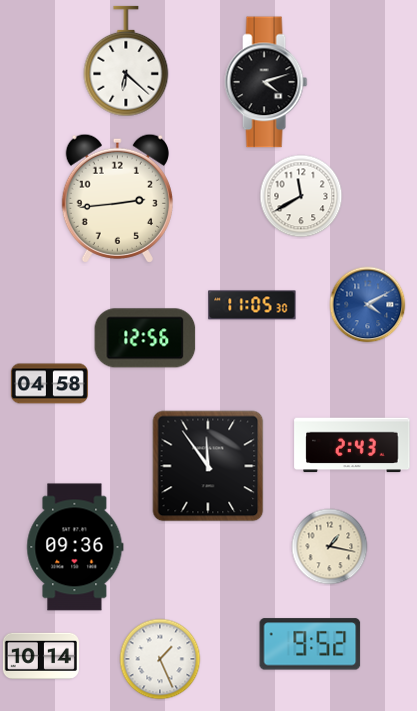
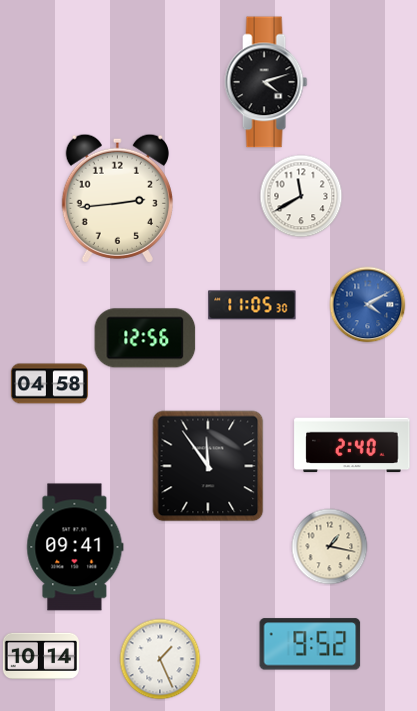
clock at (126, 61): 6:22 -> none
clock at (352, 445): 2:43 -> 2:40
clock at (75, 547): 09:36 -> 09:41
